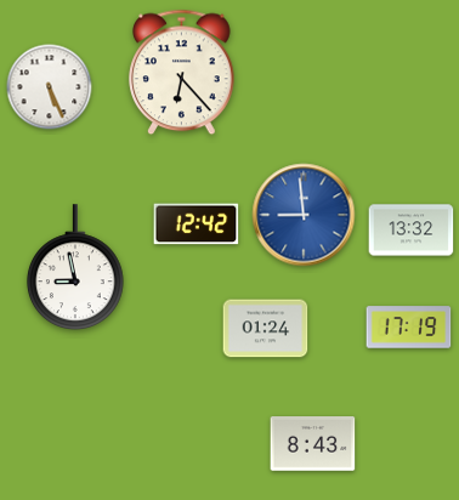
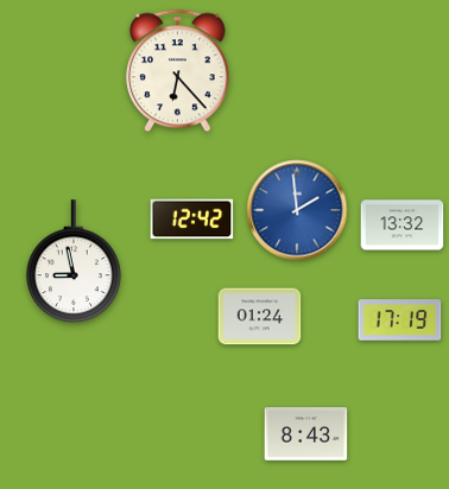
clock at (50, 87): 5:26 -> none
clock at (304, 215): 8:59 -> 1:59
clock at (266, 329) position: (266, 329) -> (260, 317)
